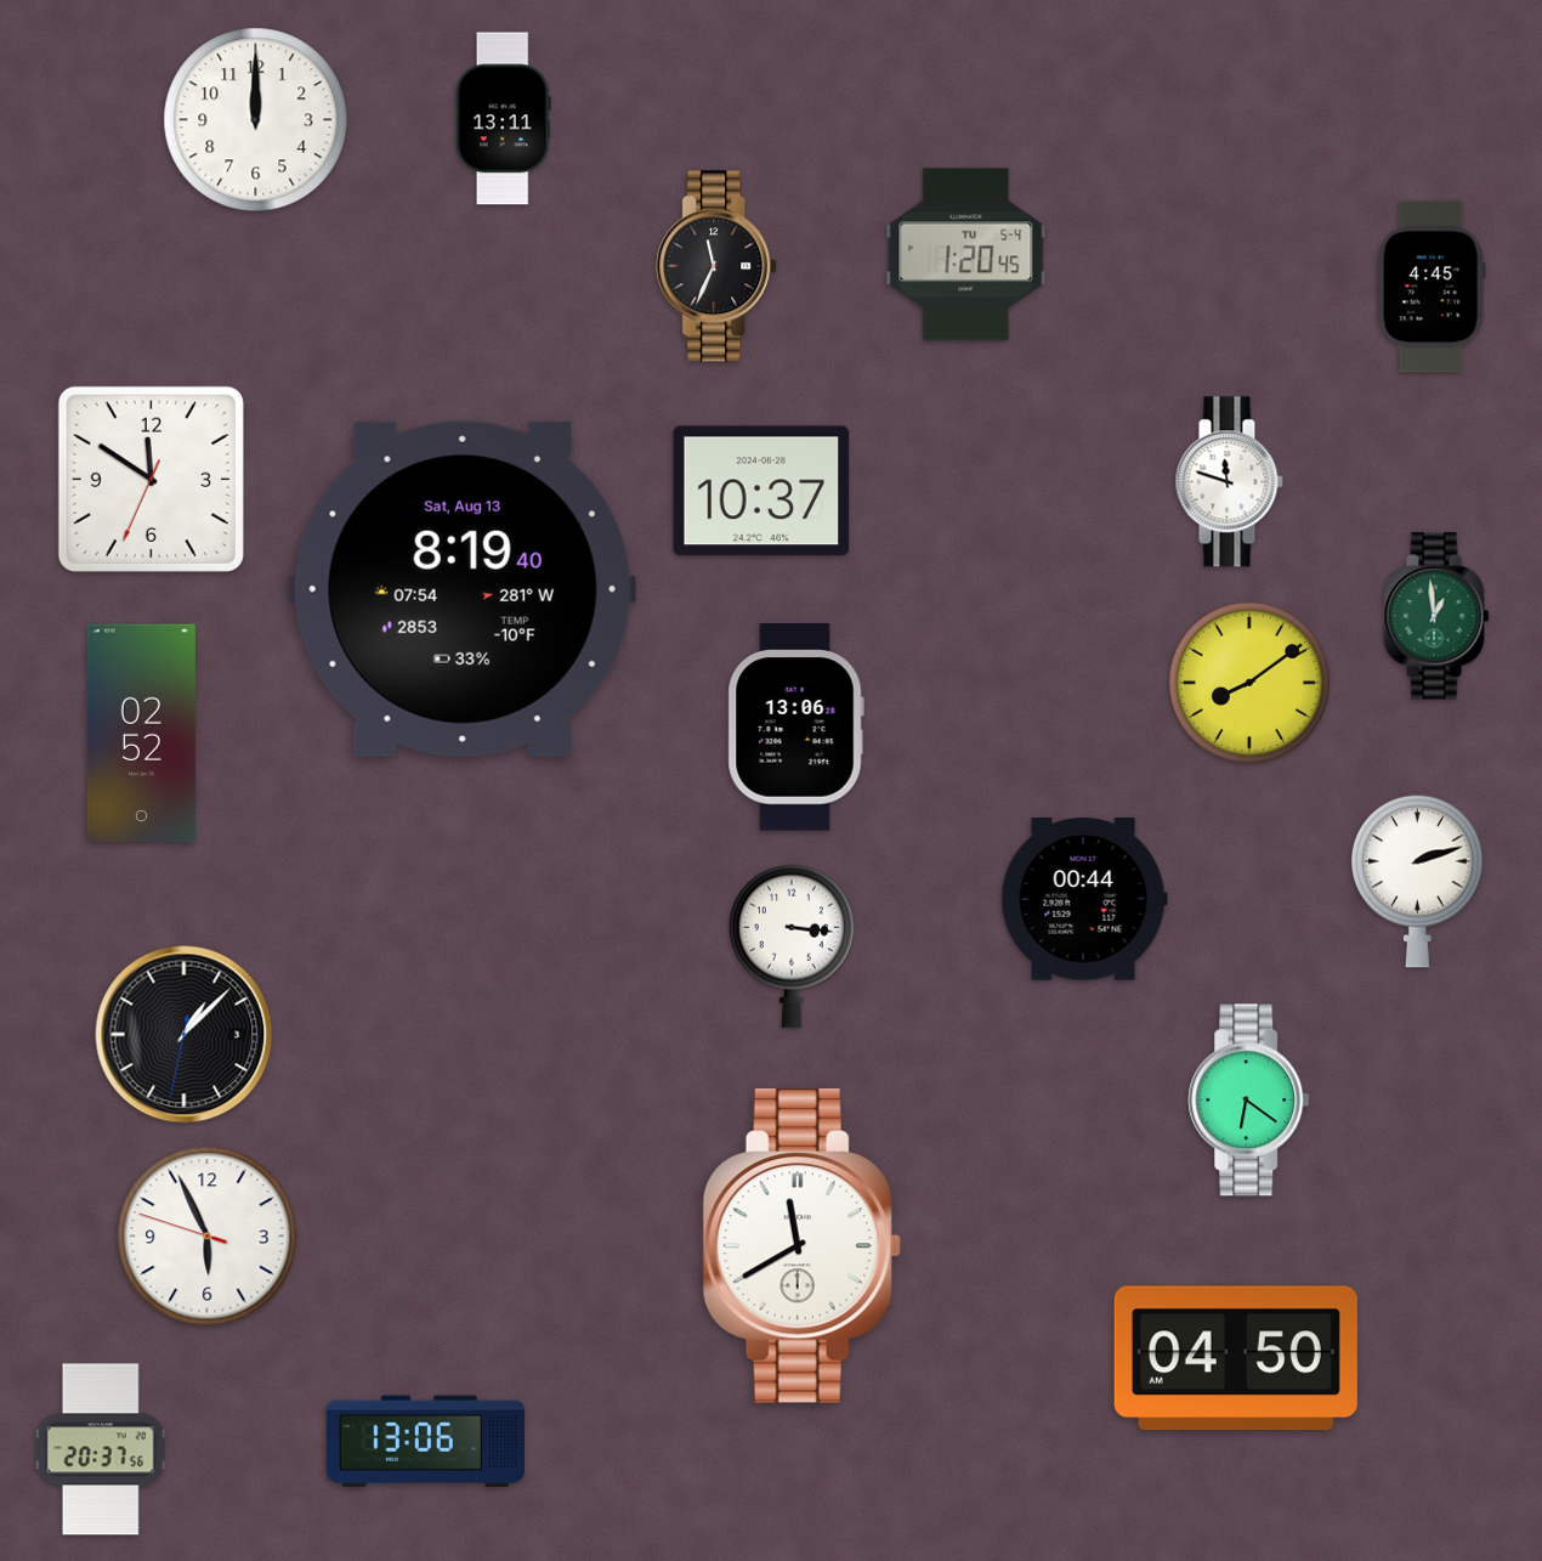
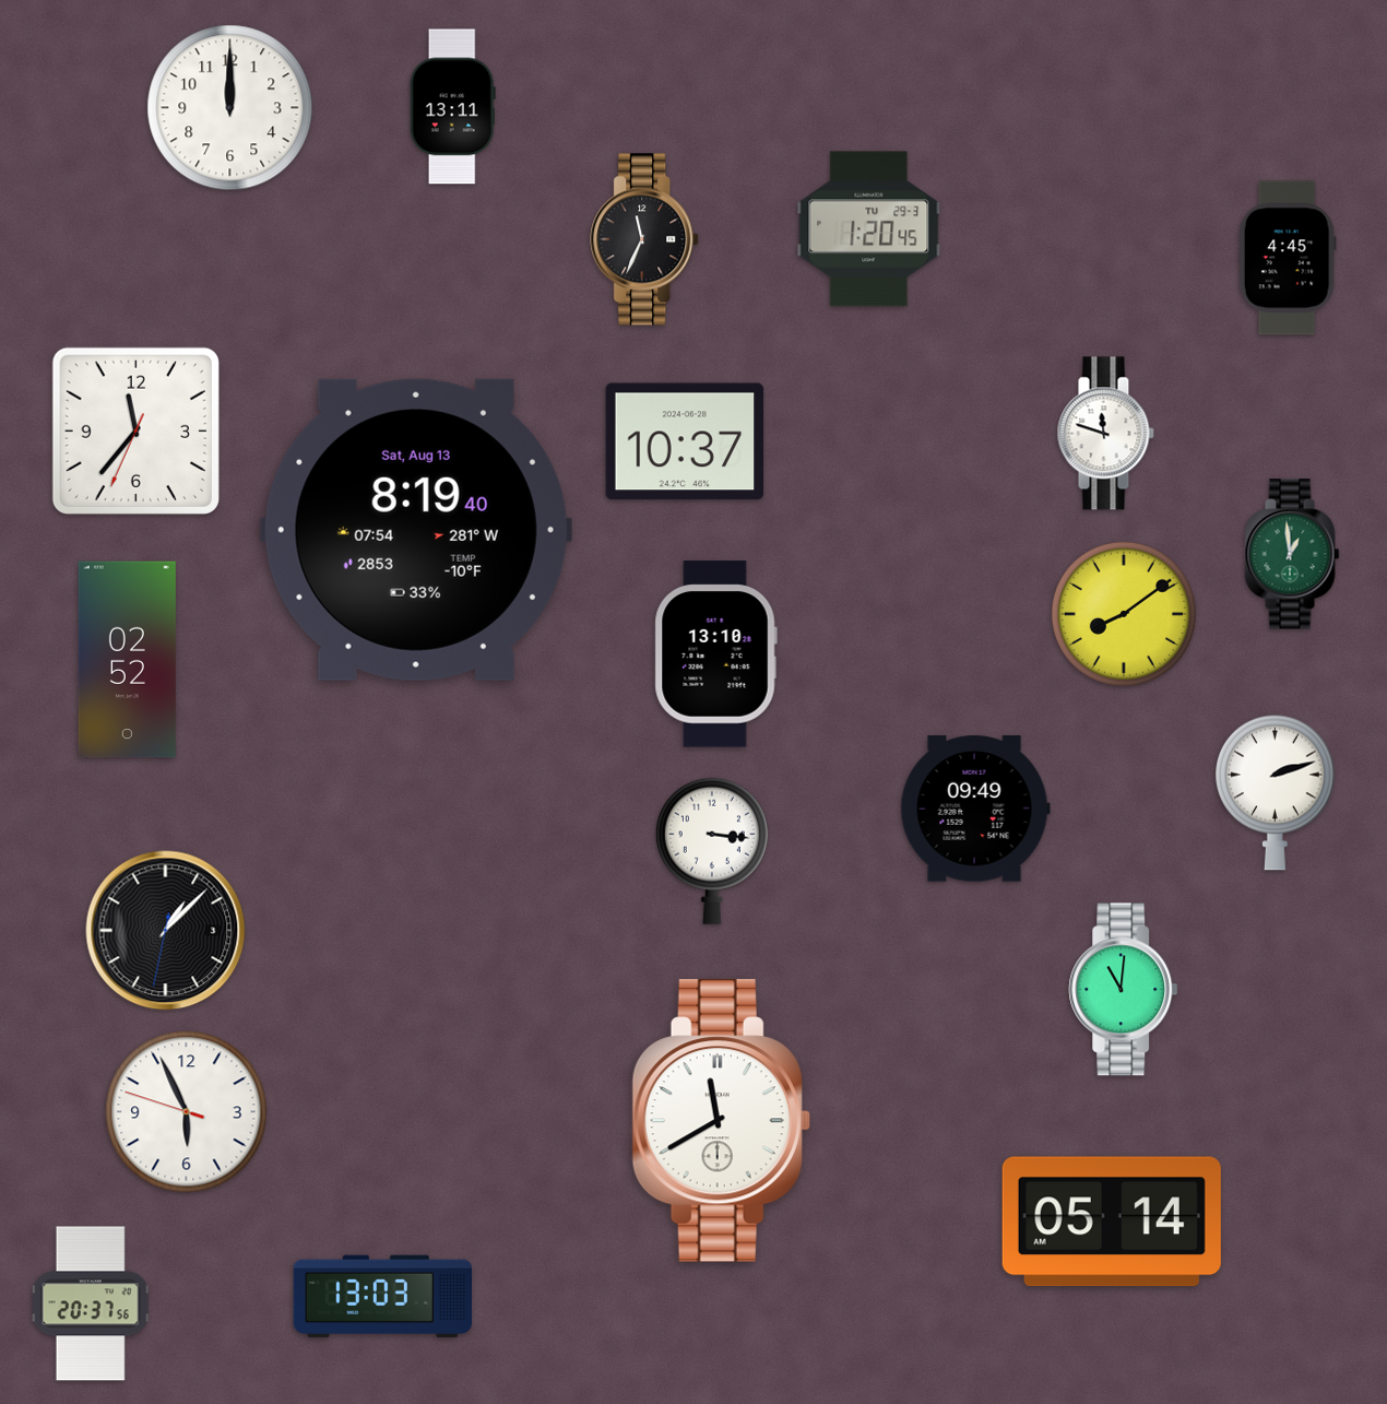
clock at (966, 255) date: TU 5-4 -> TU 29-3
clock at (151, 479): 11:50 -> 11:36
clock at (795, 728): 13:06 -> 13:10
clock at (1084, 899): 00:44 -> 09:49
clock at (1249, 1101): 6:21 -> 11:01
clock at (1236, 1358): 04:50 -> 05:14
clock at (425, 1442): 13:06 -> 13:03
